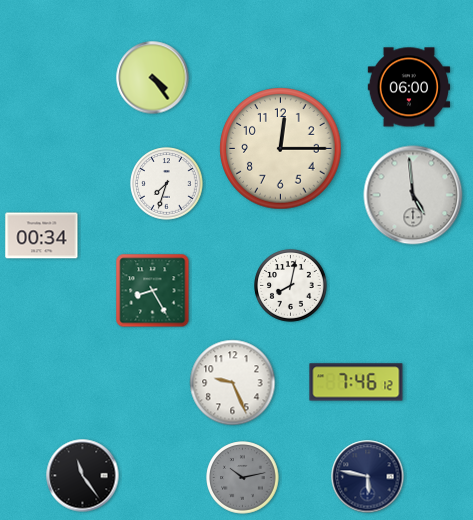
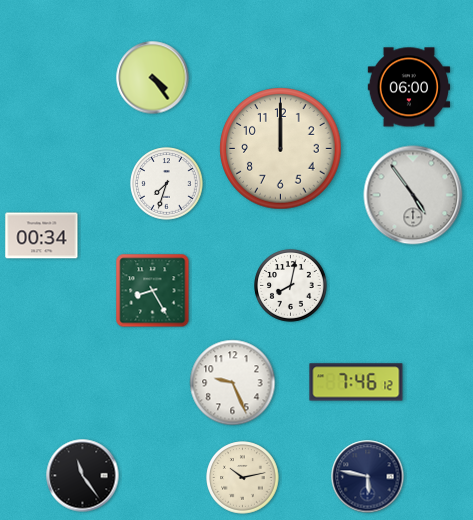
clock at (281, 149): 12:15 -> 12:00
clock at (413, 195): 4:59 -> 4:54
clock at (243, 478) dial: grey -> cream
